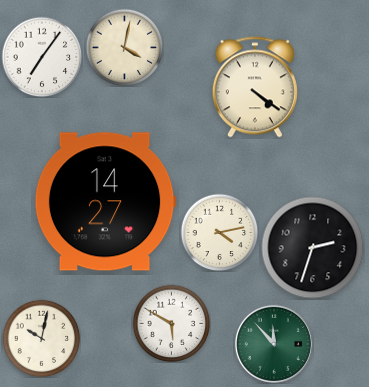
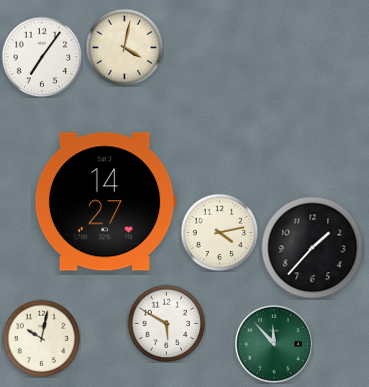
clock at (255, 87): 4:21 -> none
clock at (313, 248): 2:33 -> 1:37
clock at (171, 323) position: (171, 323) -> (166, 323)
